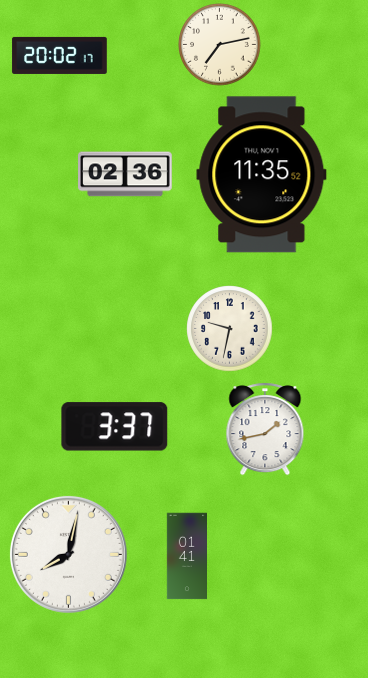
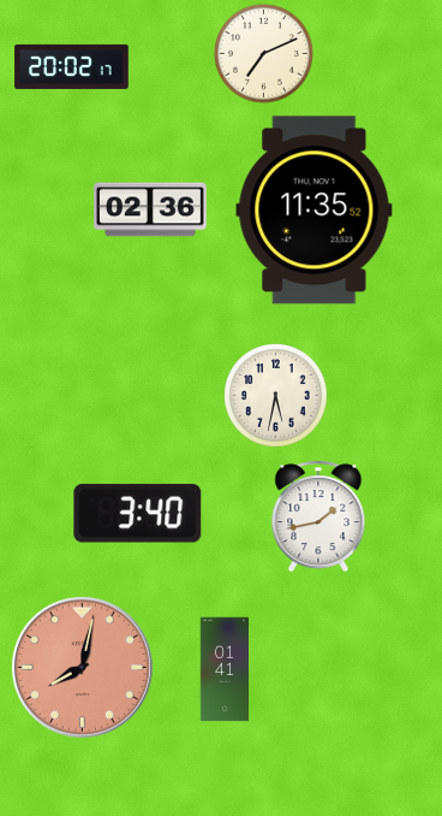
clock at (220, 45): 7:13 -> 7:11
clock at (230, 329): 9:32 -> 5:32
clock at (115, 427): 3:37 -> 3:40
clock at (68, 554) dial: white -> salmon
